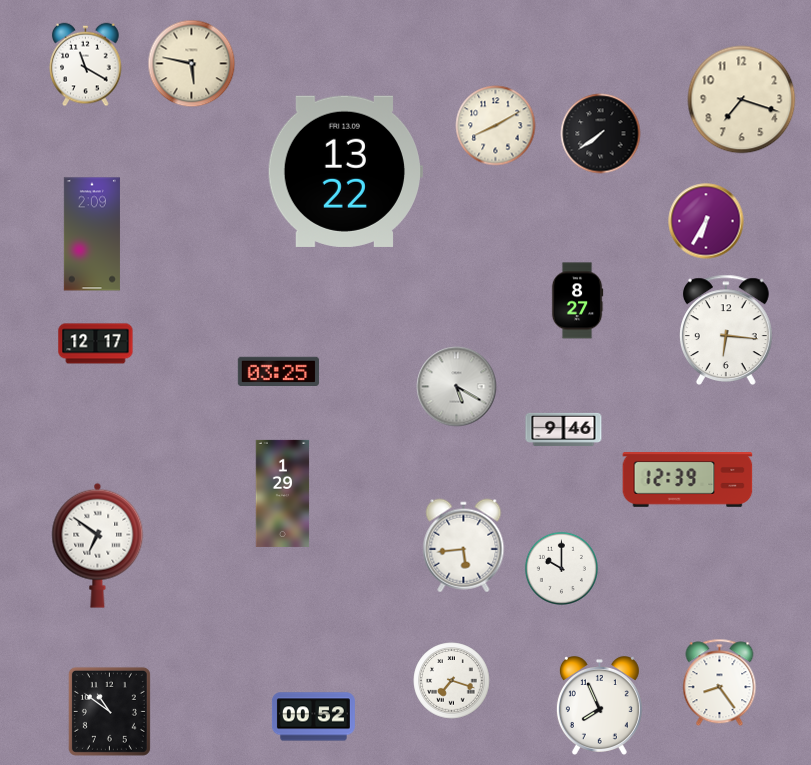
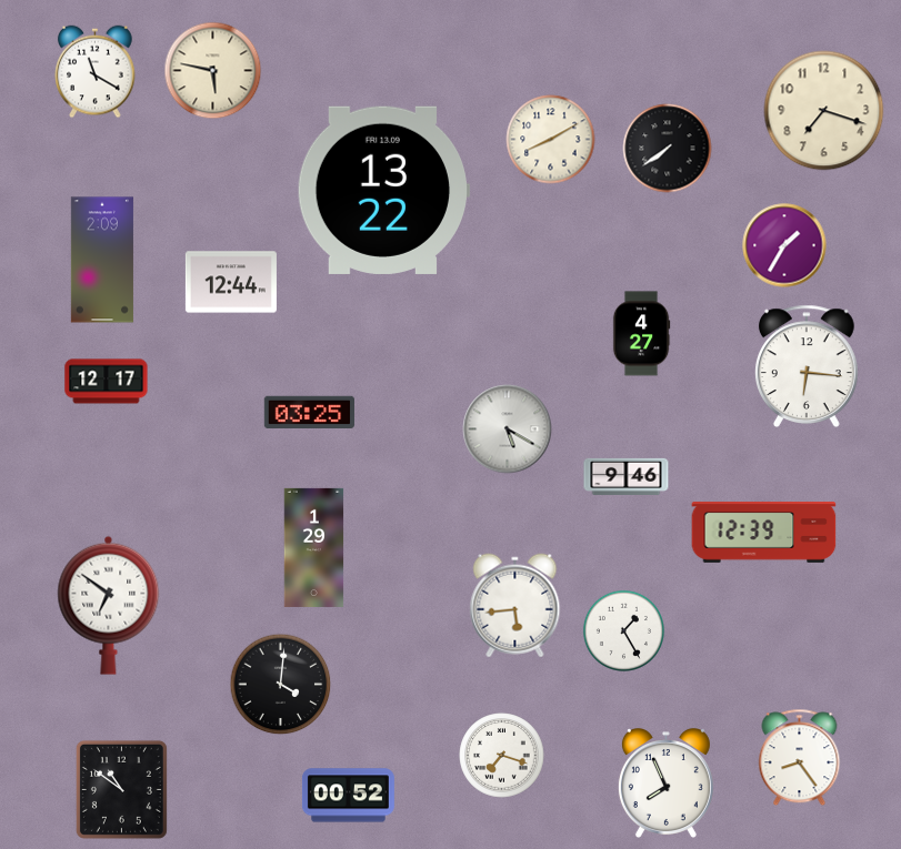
clock at (706, 221): 6:35 -> 1:35
clock at (231, 282): none -> 12:44
clock at (577, 301): 8:27 -> 4:27
clock at (561, 568): 10:00 -> 1:25
clock at (281, 685): none -> 4:01
